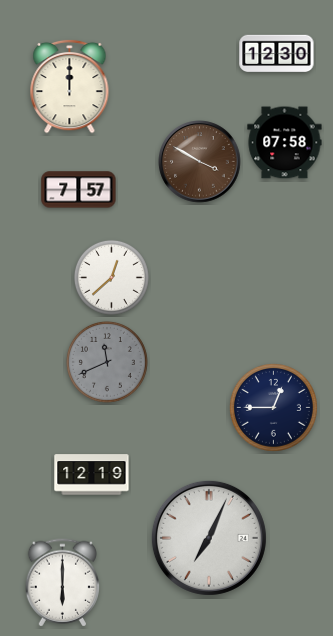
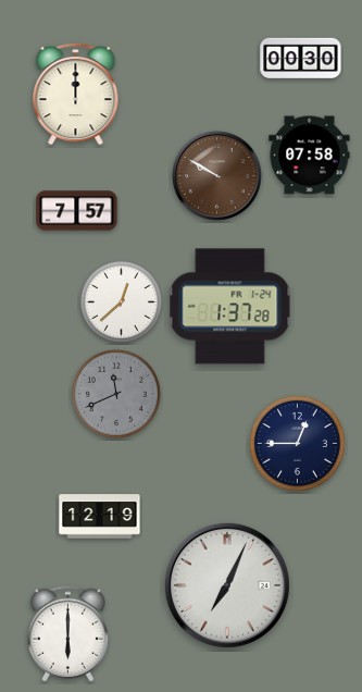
clock at (277, 54): 12:30 -> 00:30
clock at (200, 162): 3:50 -> 9:50
clock at (79, 190) position: (79, 190) -> (77, 211)
clock at (230, 307): none -> 1:37
